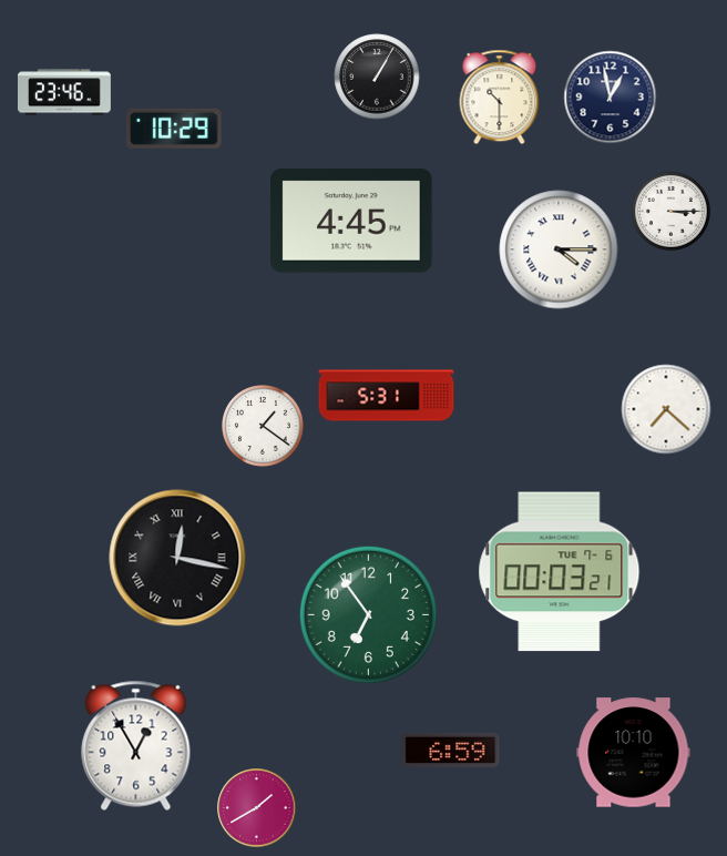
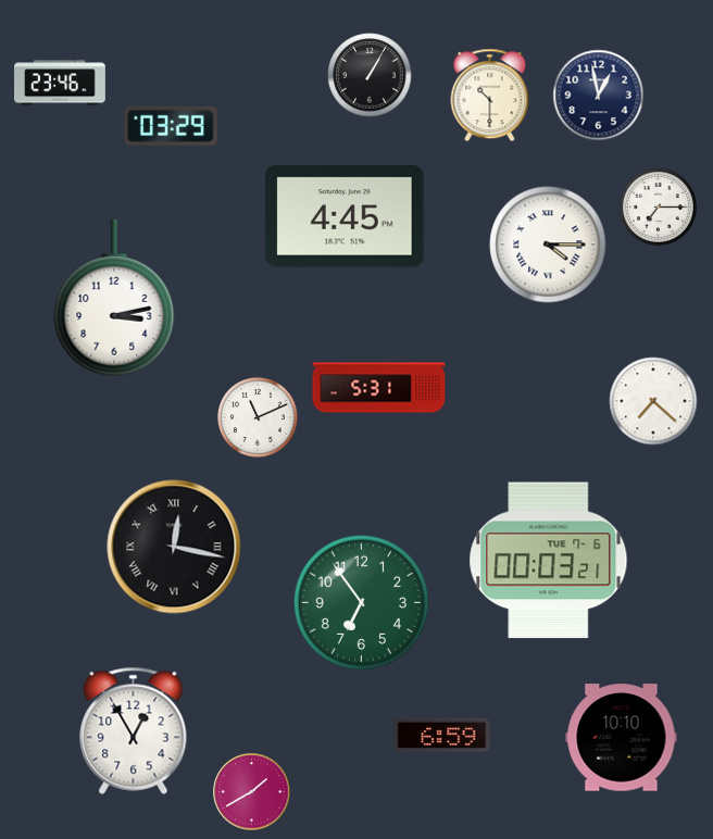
clock at (65, 92) position: (65, 92) -> (61, 83)
clock at (174, 129): 10:29 -> 03:29
clock at (670, 211): 3:15 -> 7:15
clock at (114, 298): none -> 3:13
clock at (263, 426): 1:21 -> 11:11
